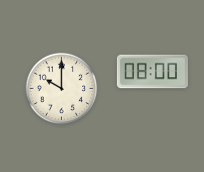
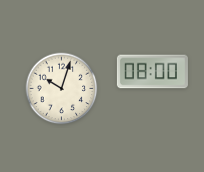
clock at (62, 89): 10:00 -> 10:03
